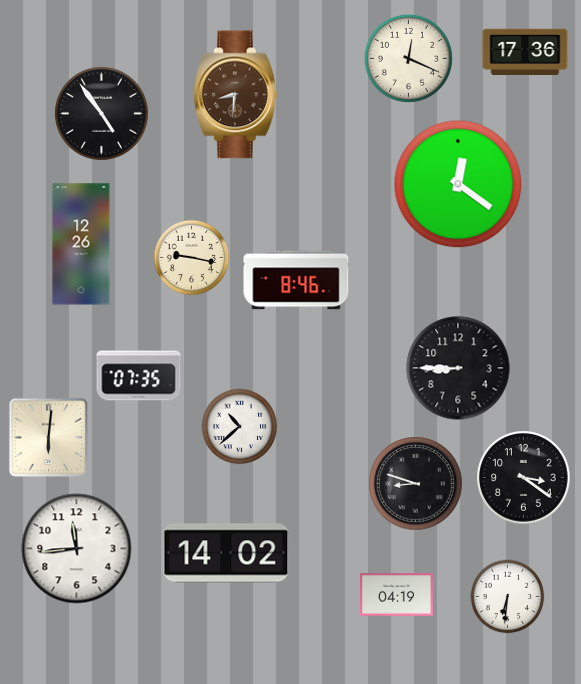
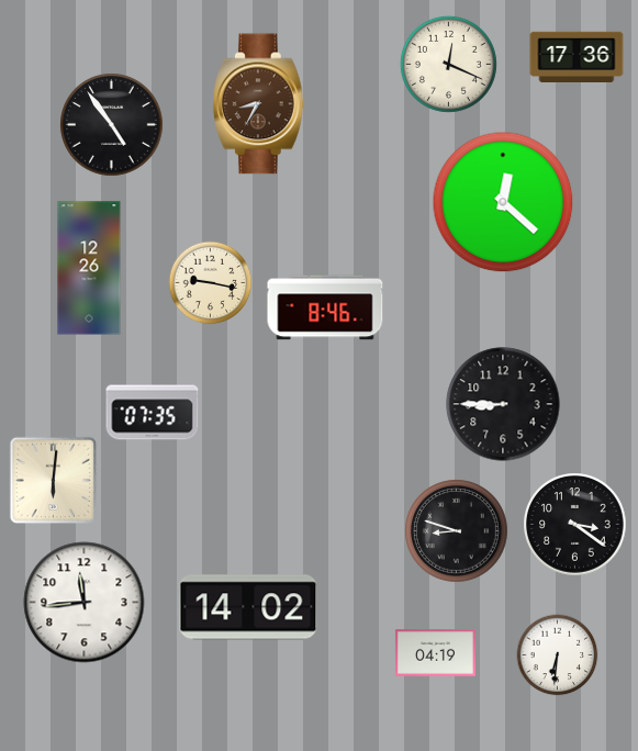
clock at (236, 95): 8:31 -> 8:35
clock at (458, 184): 12:21 -> 12:22
clock at (240, 427): 10:38 -> none
